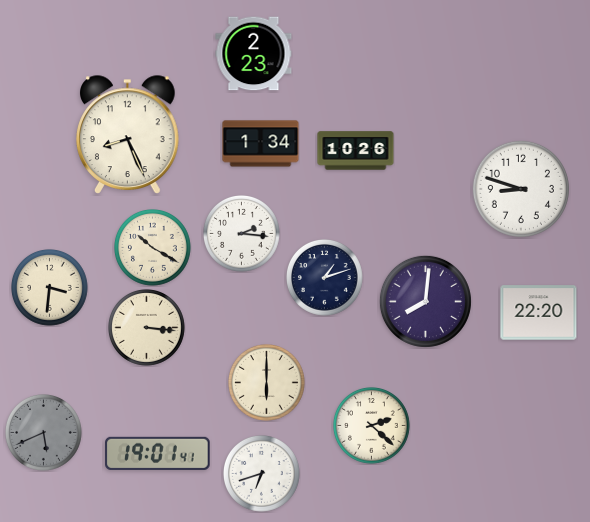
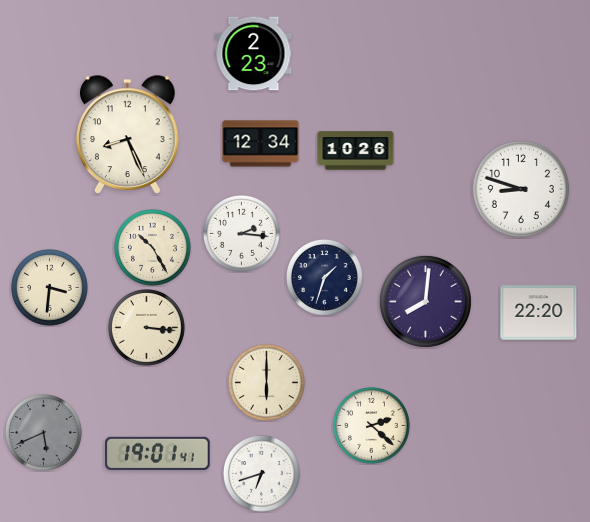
clock at (261, 144): 1:34 -> 12:34
clock at (153, 248): 10:20 -> 10:25
clock at (325, 278): 1:12 -> 1:33
